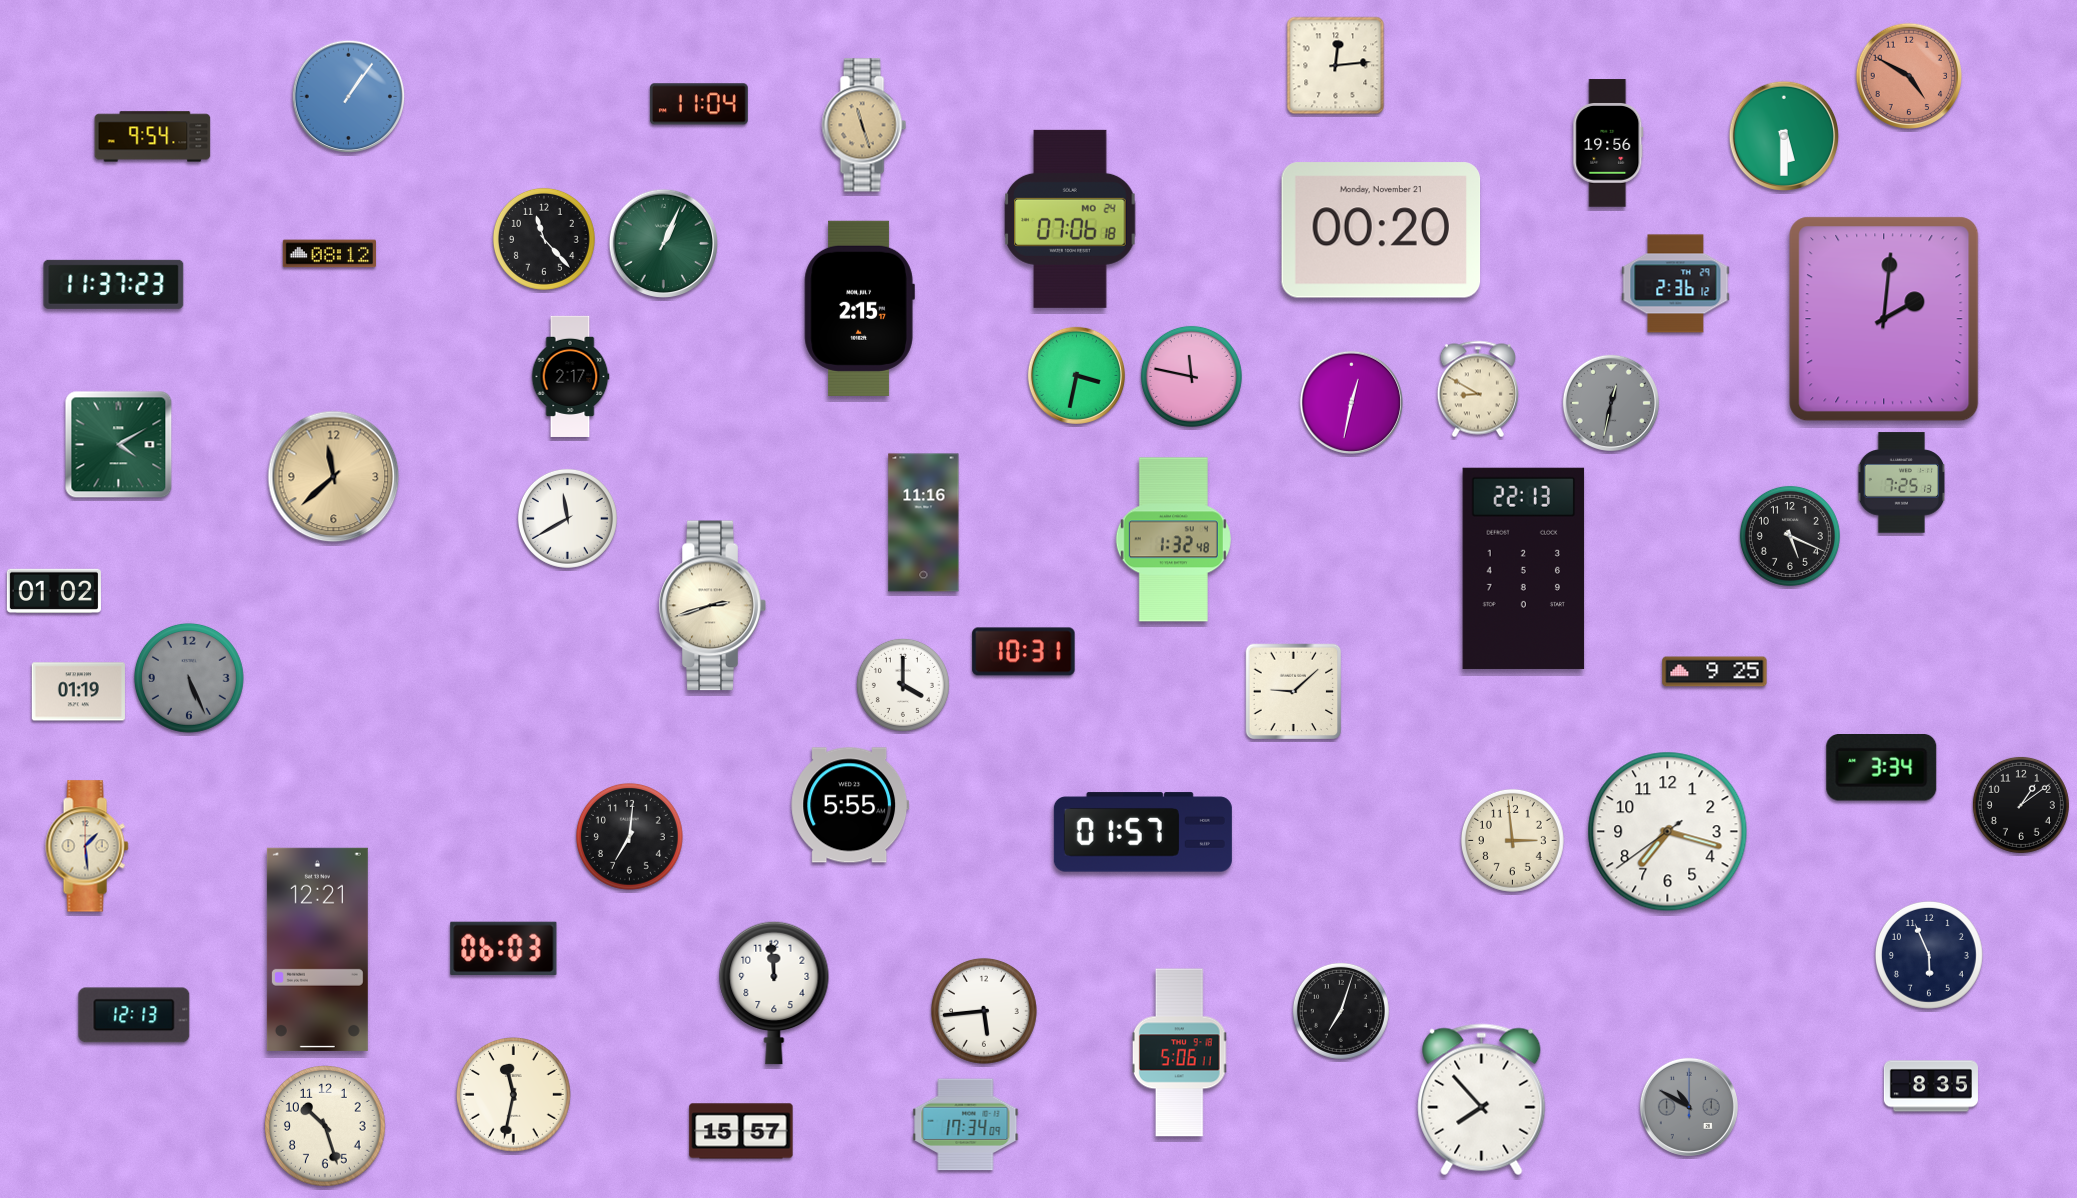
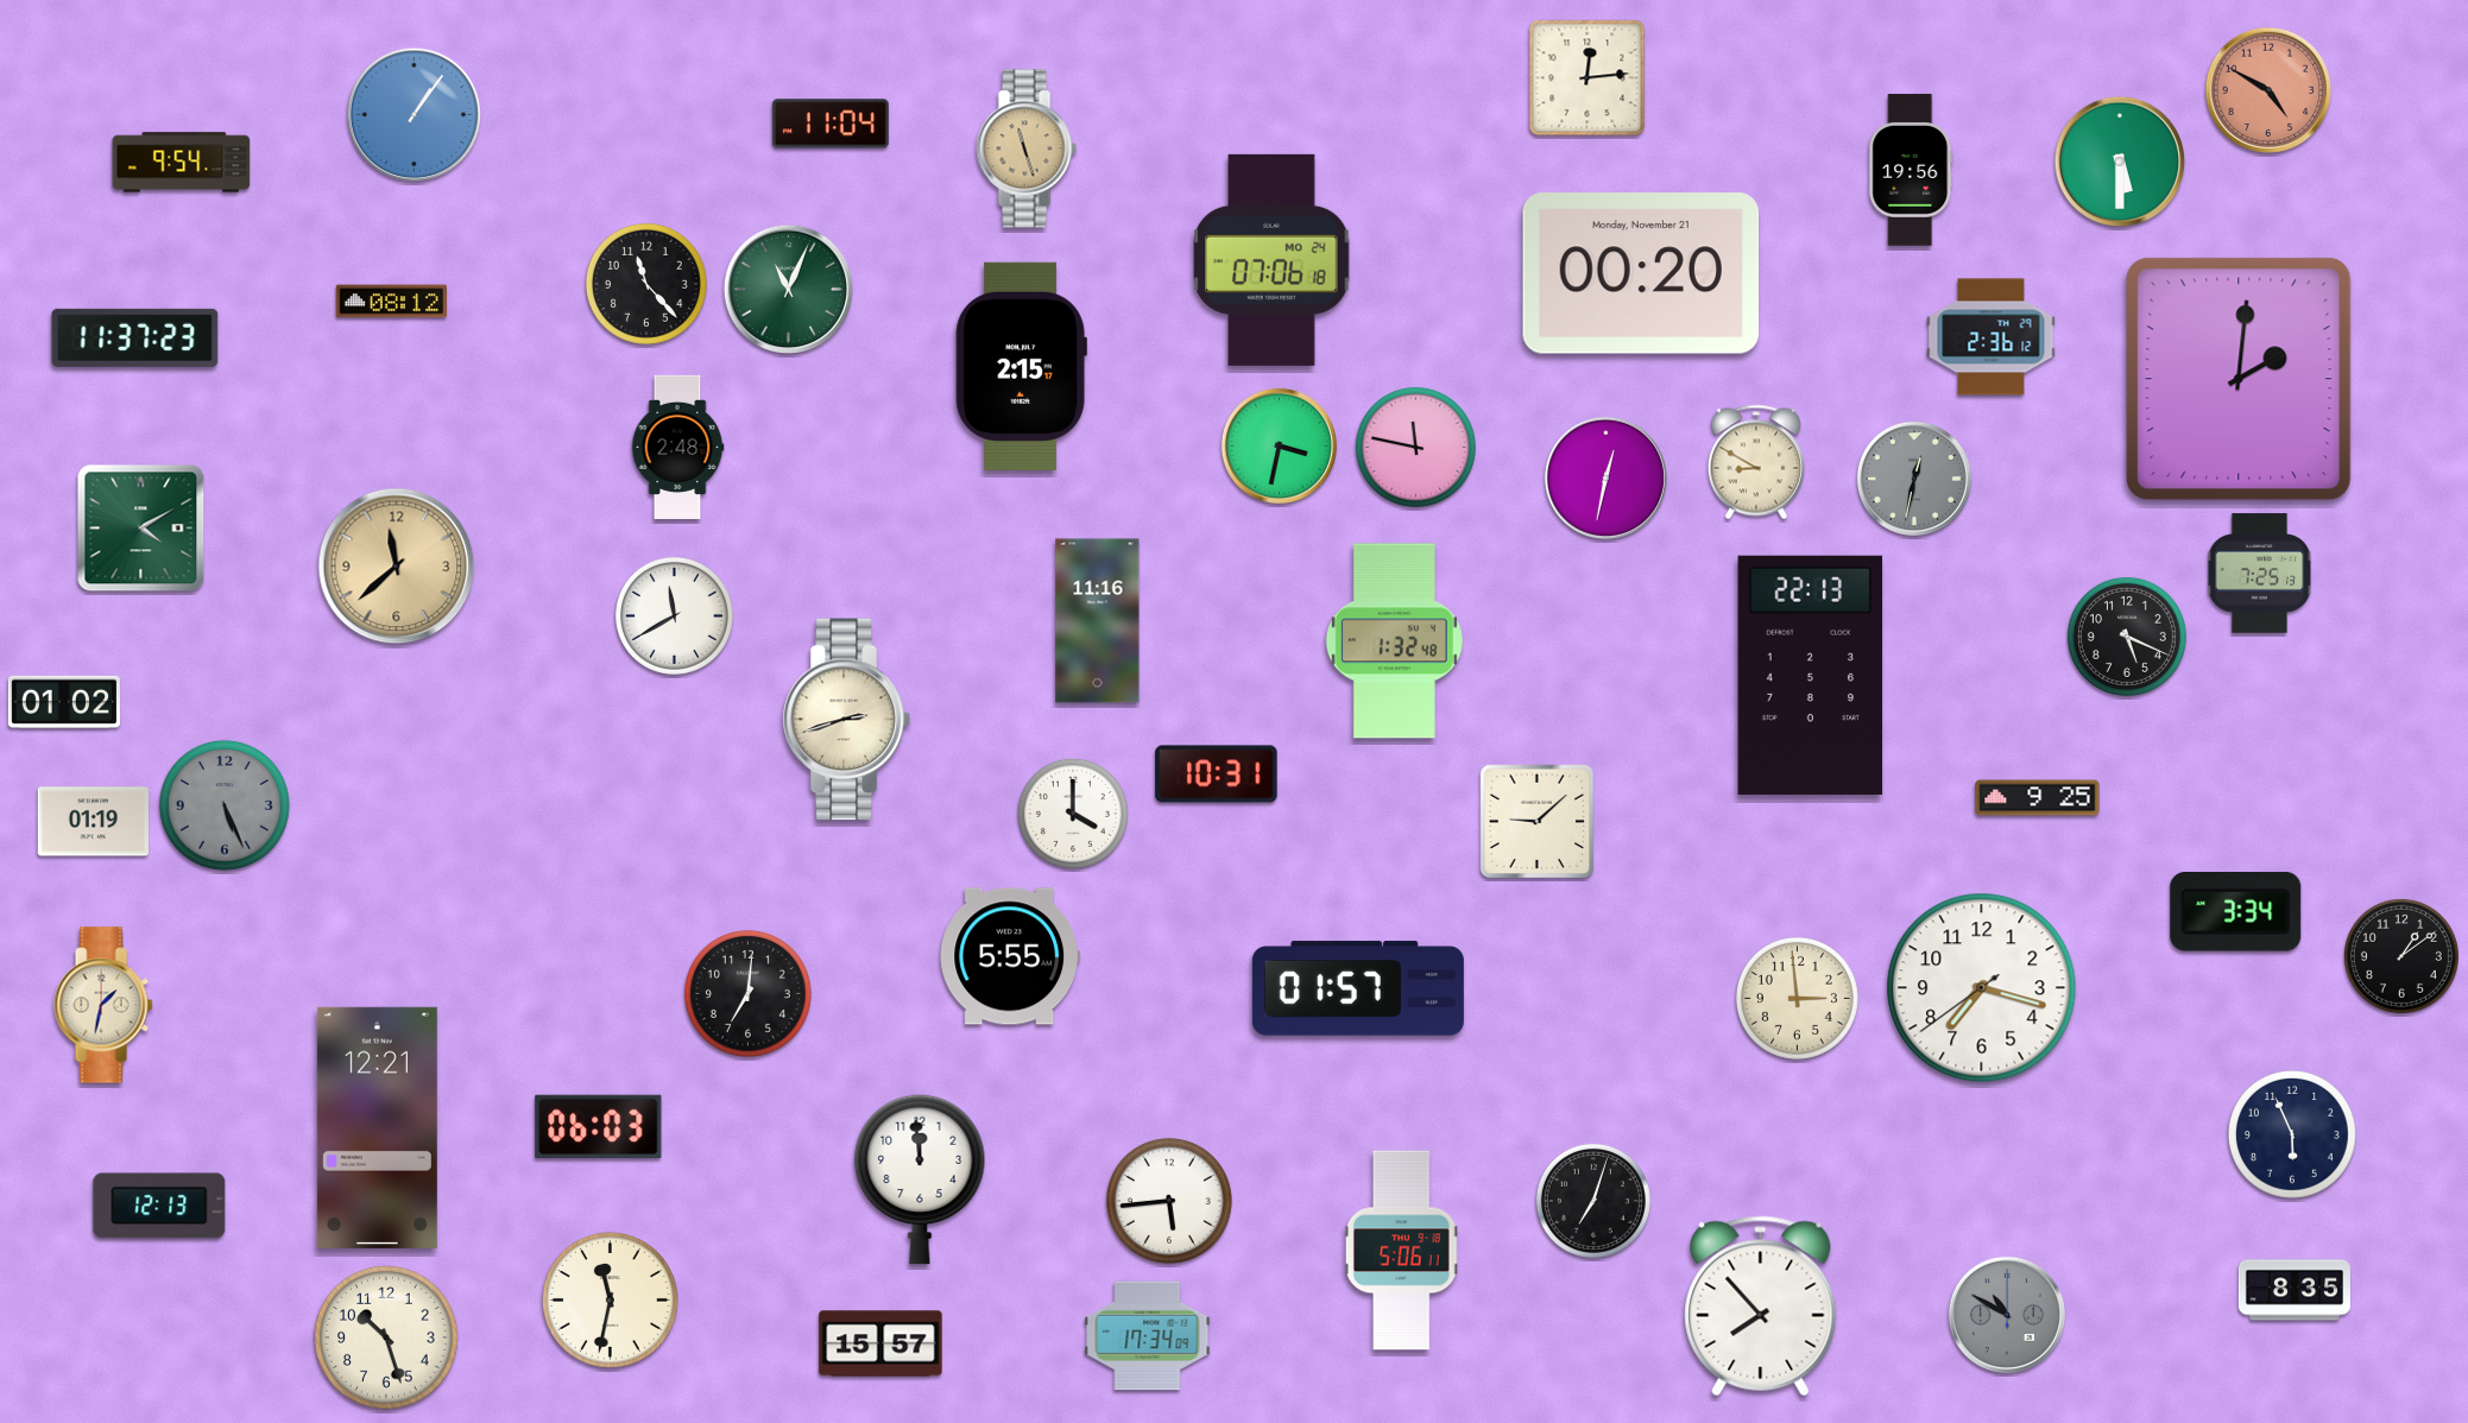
clock at (663, 243): 1:04 -> 11:04
clock at (570, 376): 2:17 -> 2:48
clock at (87, 846): 1:29 -> 1:32
